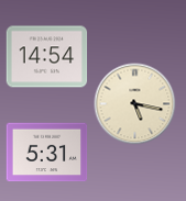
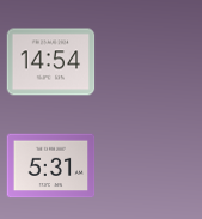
clock at (135, 104): 5:17 -> none
